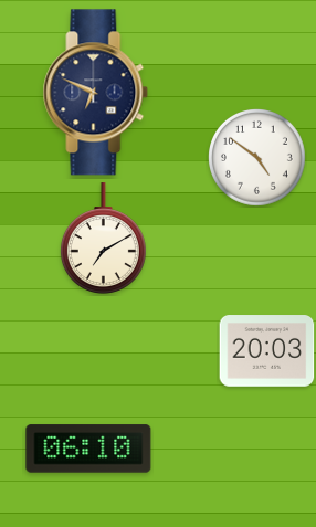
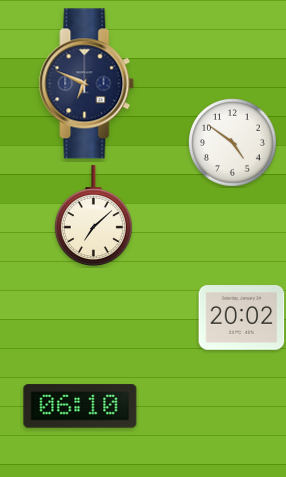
clock at (103, 238): 7:10 -> 7:08
clock at (267, 351): 20:03 -> 20:02
